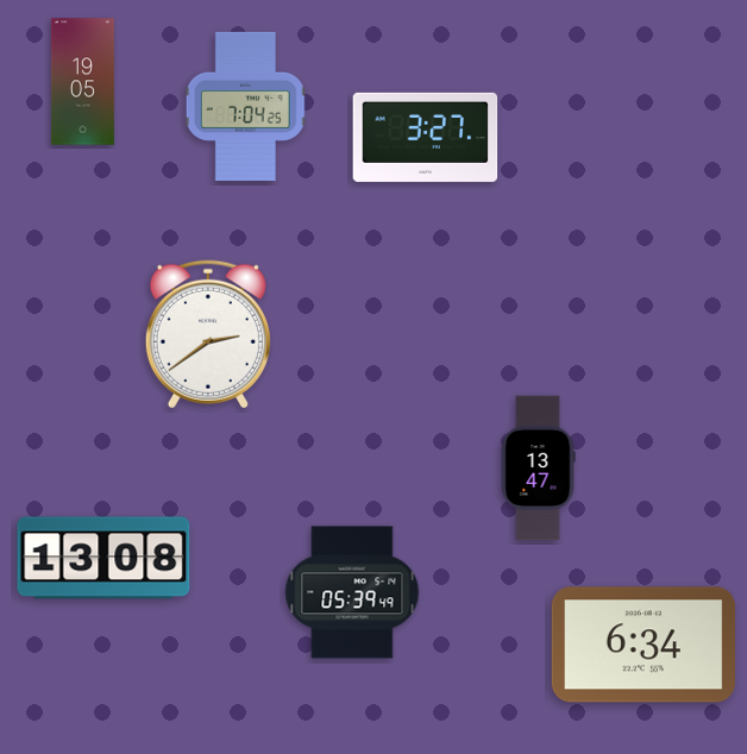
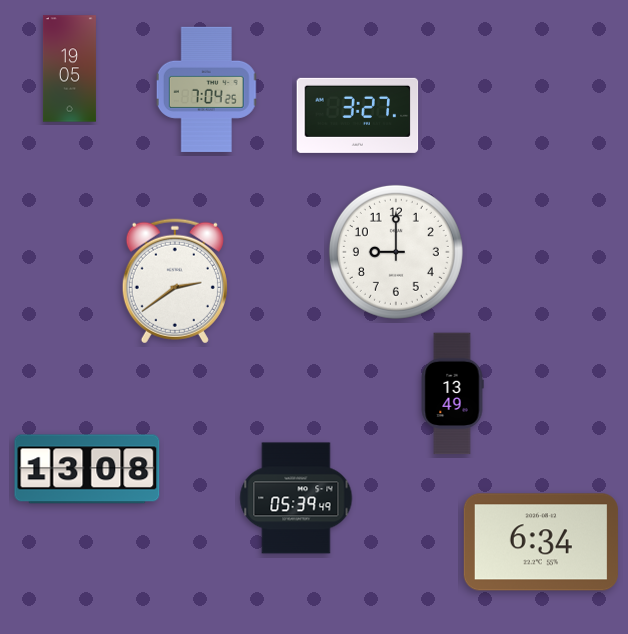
clock at (396, 252): none -> 9:00
clock at (538, 469): 13:47 -> 13:49
